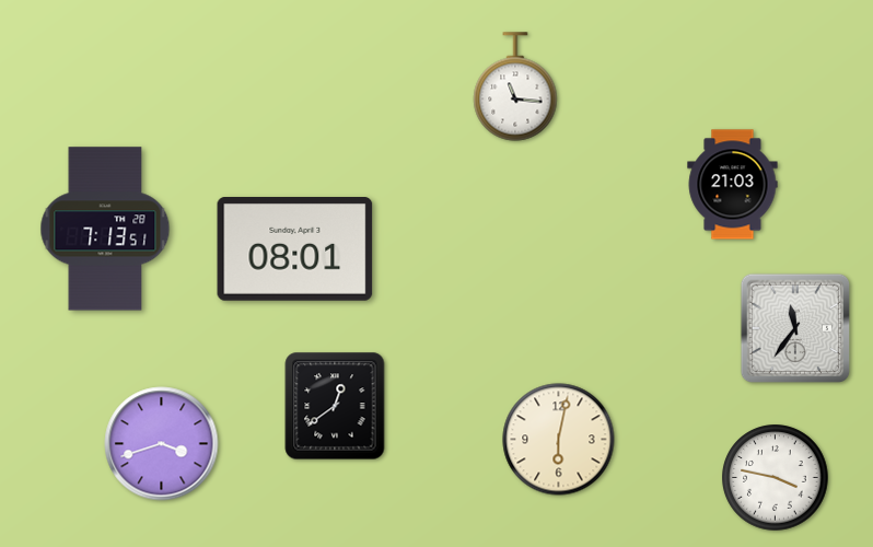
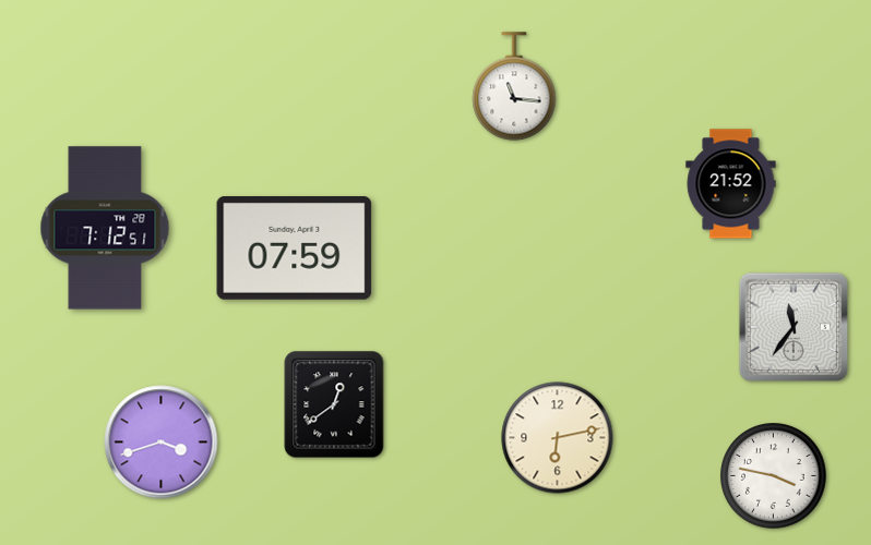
clock at (733, 185): 21:03 -> 21:52
clock at (105, 229): 7:13 -> 7:12
clock at (295, 249): 08:01 -> 07:59
clock at (559, 440): 6:02 -> 6:13
